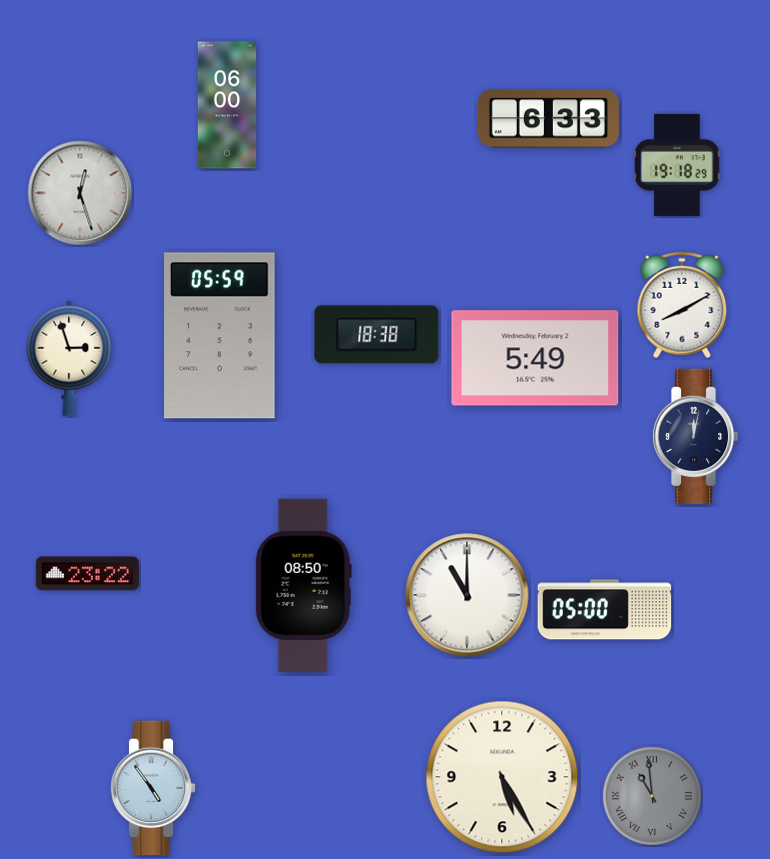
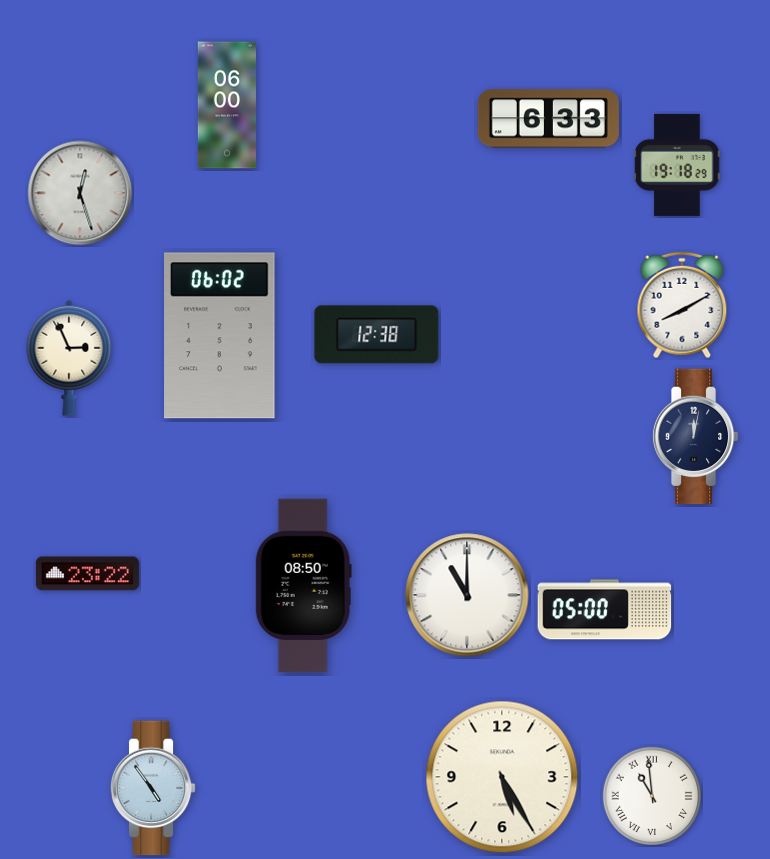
clock at (377, 335): 18:38 -> 12:38
clock at (220, 336): 05:59 -> 06:02
clock at (69, 358): 2:57 -> 2:56
clock at (535, 358): 5:49 -> none
clock at (652, 796) dial: grey -> white
